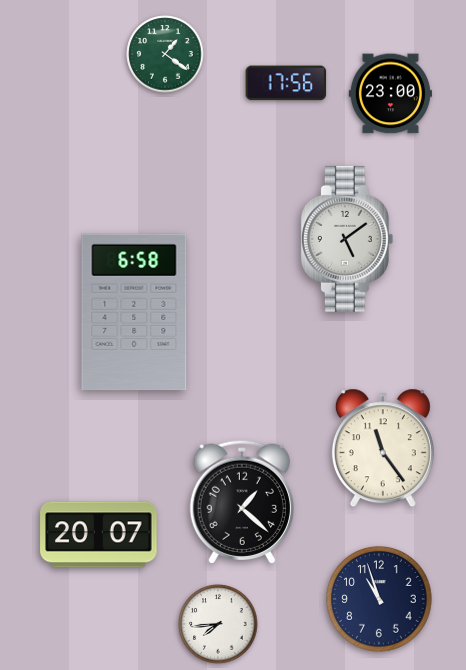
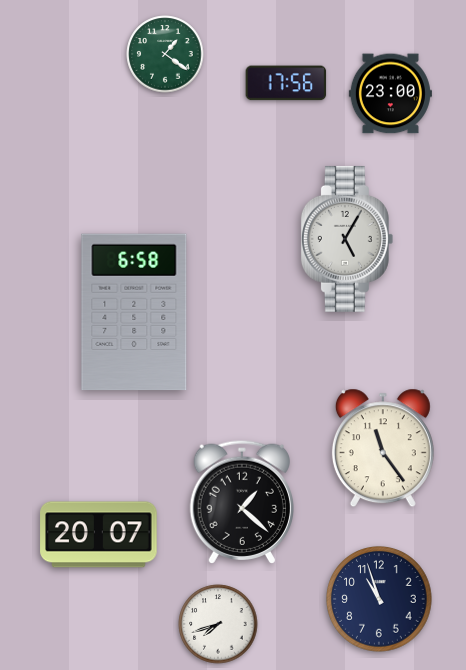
clock at (347, 239): 5:09 -> 5:05
clock at (218, 624): 7:44 -> 7:42
